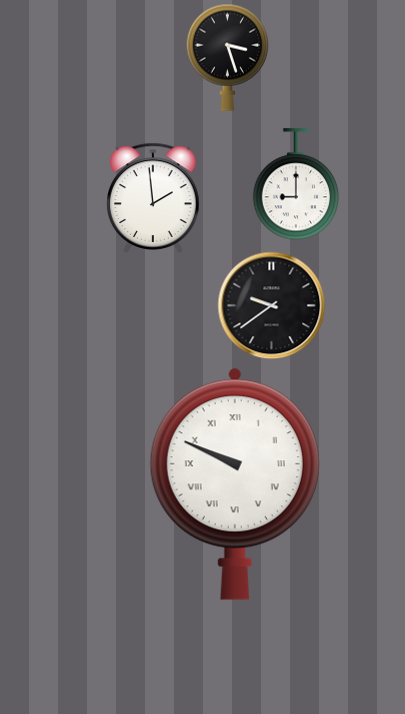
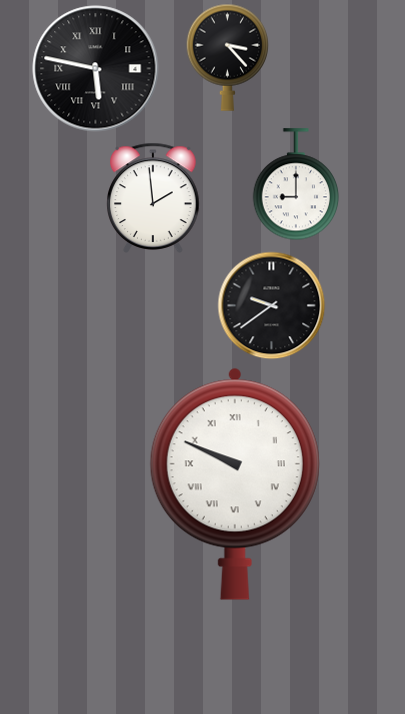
clock at (227, 57): 3:27 -> 3:23
clock at (96, 69): none -> 5:47
